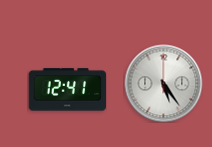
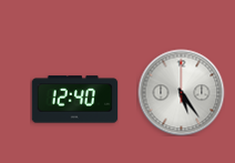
clock at (67, 90): 12:41 -> 12:40
